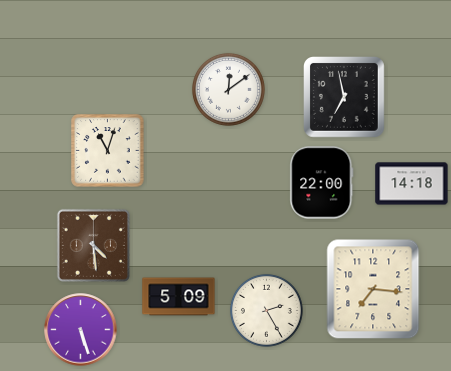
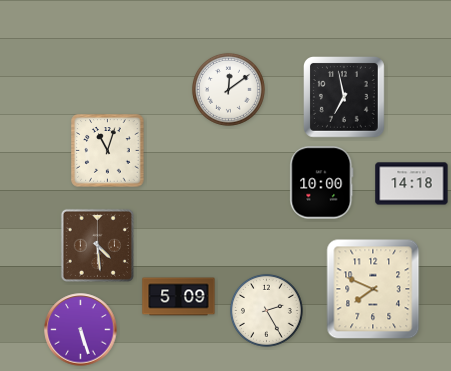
clock at (322, 183): 22:00 -> 10:00
clock at (93, 245) position: (93, 245) -> (97, 245)
clock at (373, 289): 7:16 -> 7:49
